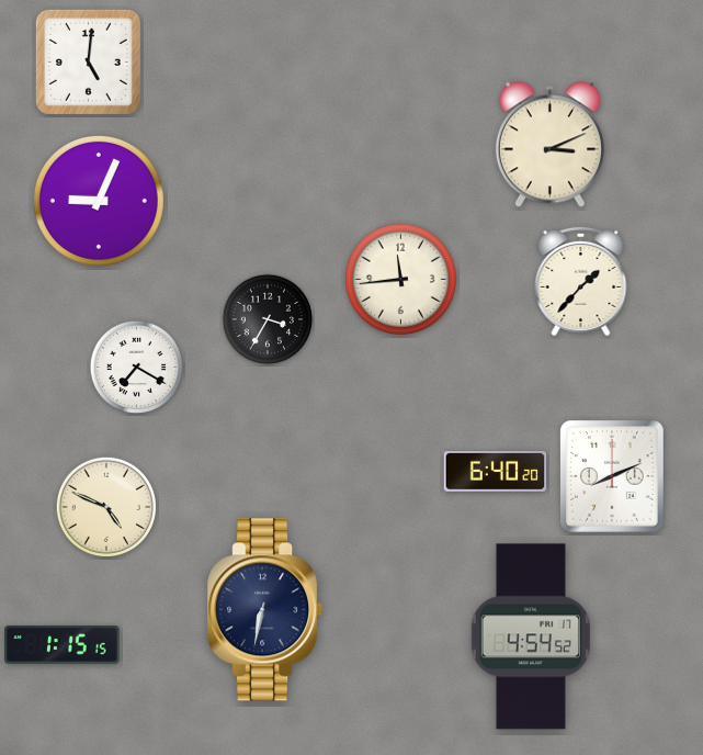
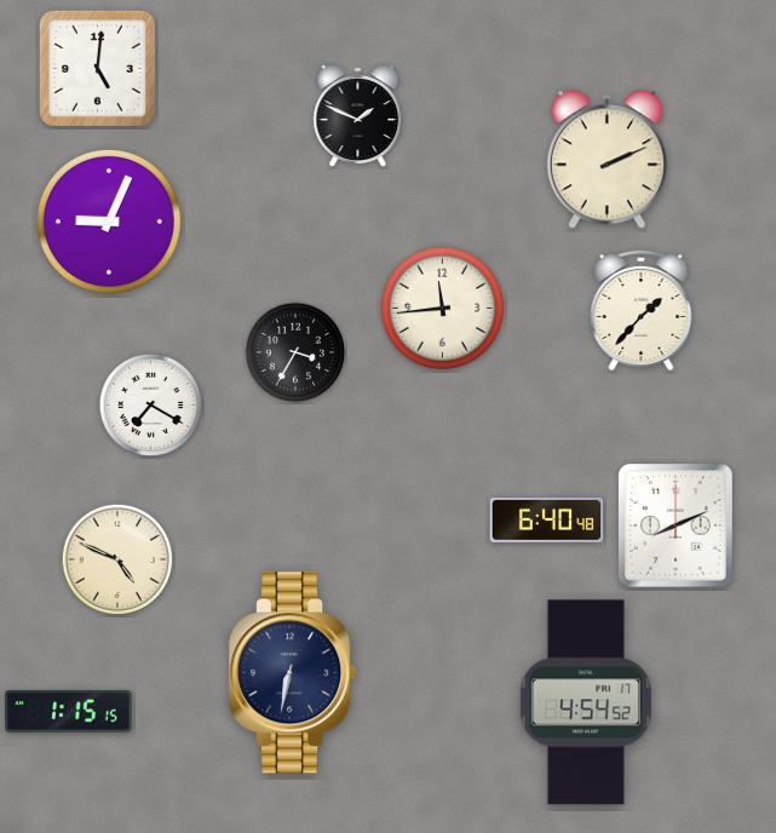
clock at (358, 116): none -> 1:49
clock at (549, 145): 3:11 -> 2:11
clock at (496, 472): 6:40:20 -> 6:40:48
